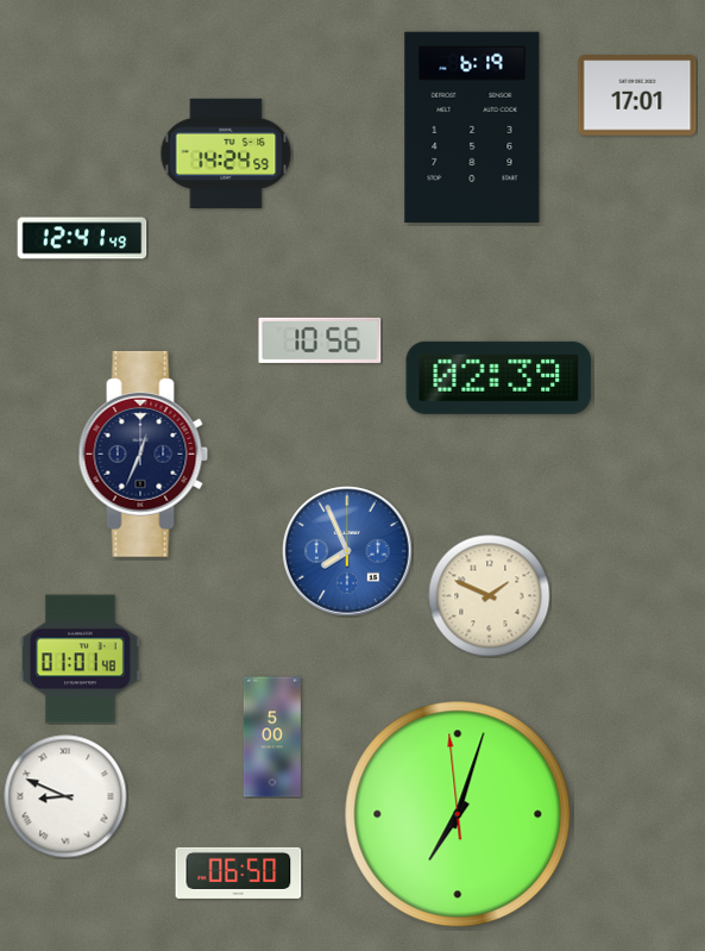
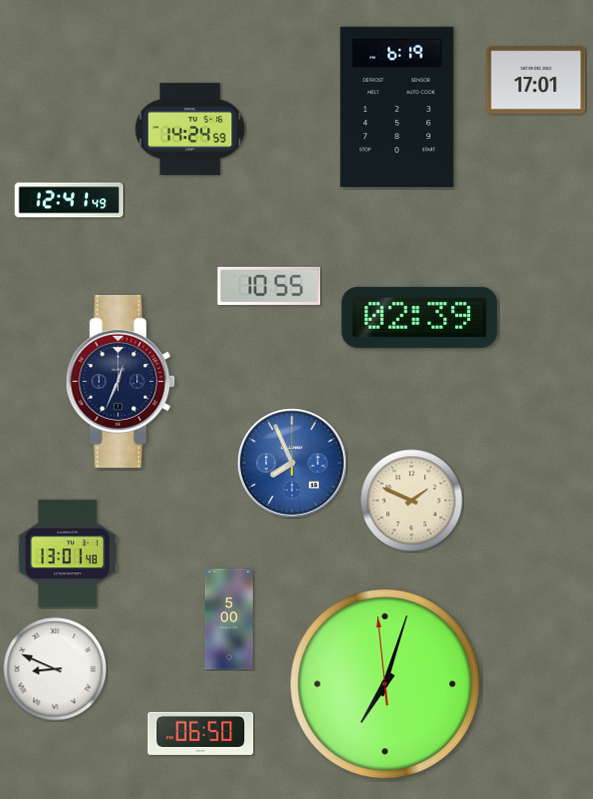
clock at (320, 340): 10:56 -> 10:55
clock at (80, 659): 01:01 -> 13:01
